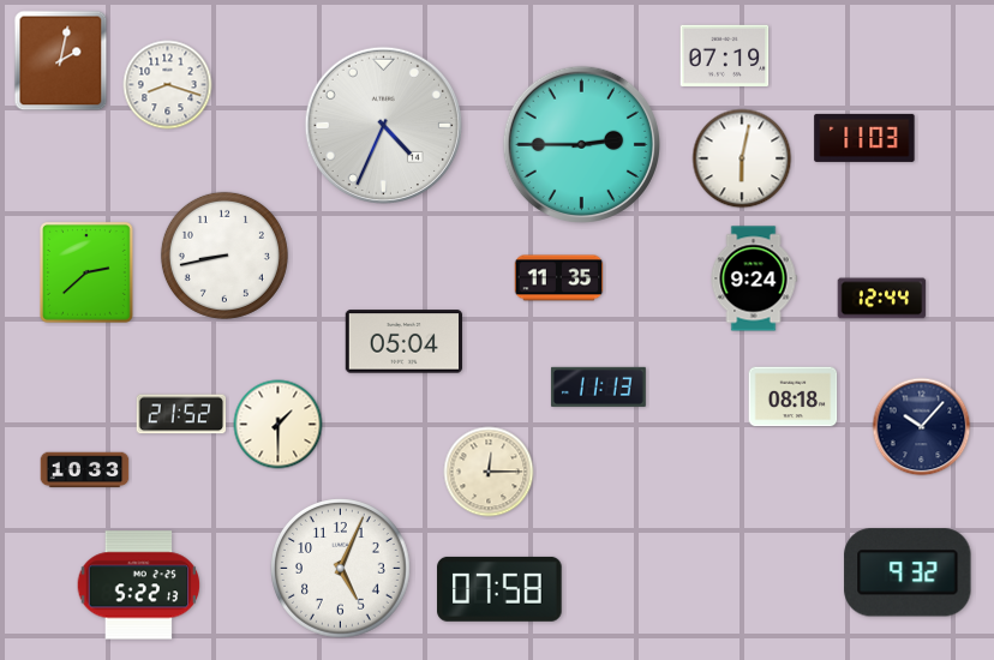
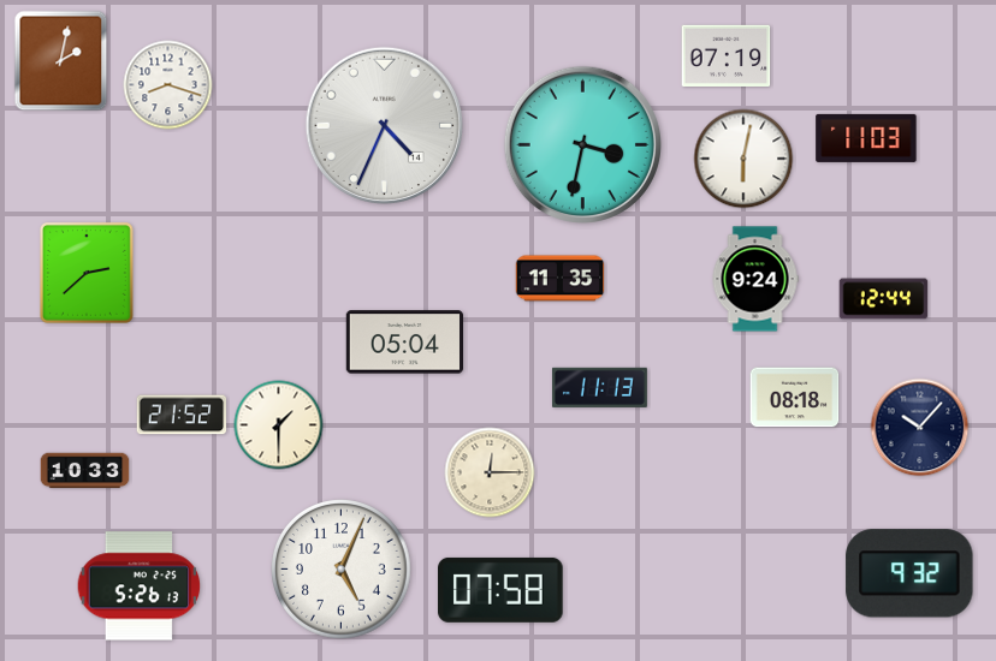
clock at (581, 144): 2:45 -> 3:32
clock at (224, 256): 8:43 -> none
clock at (922, 427) position: (922, 427) -> (920, 428)
clock at (139, 586): 5:22 -> 5:26
